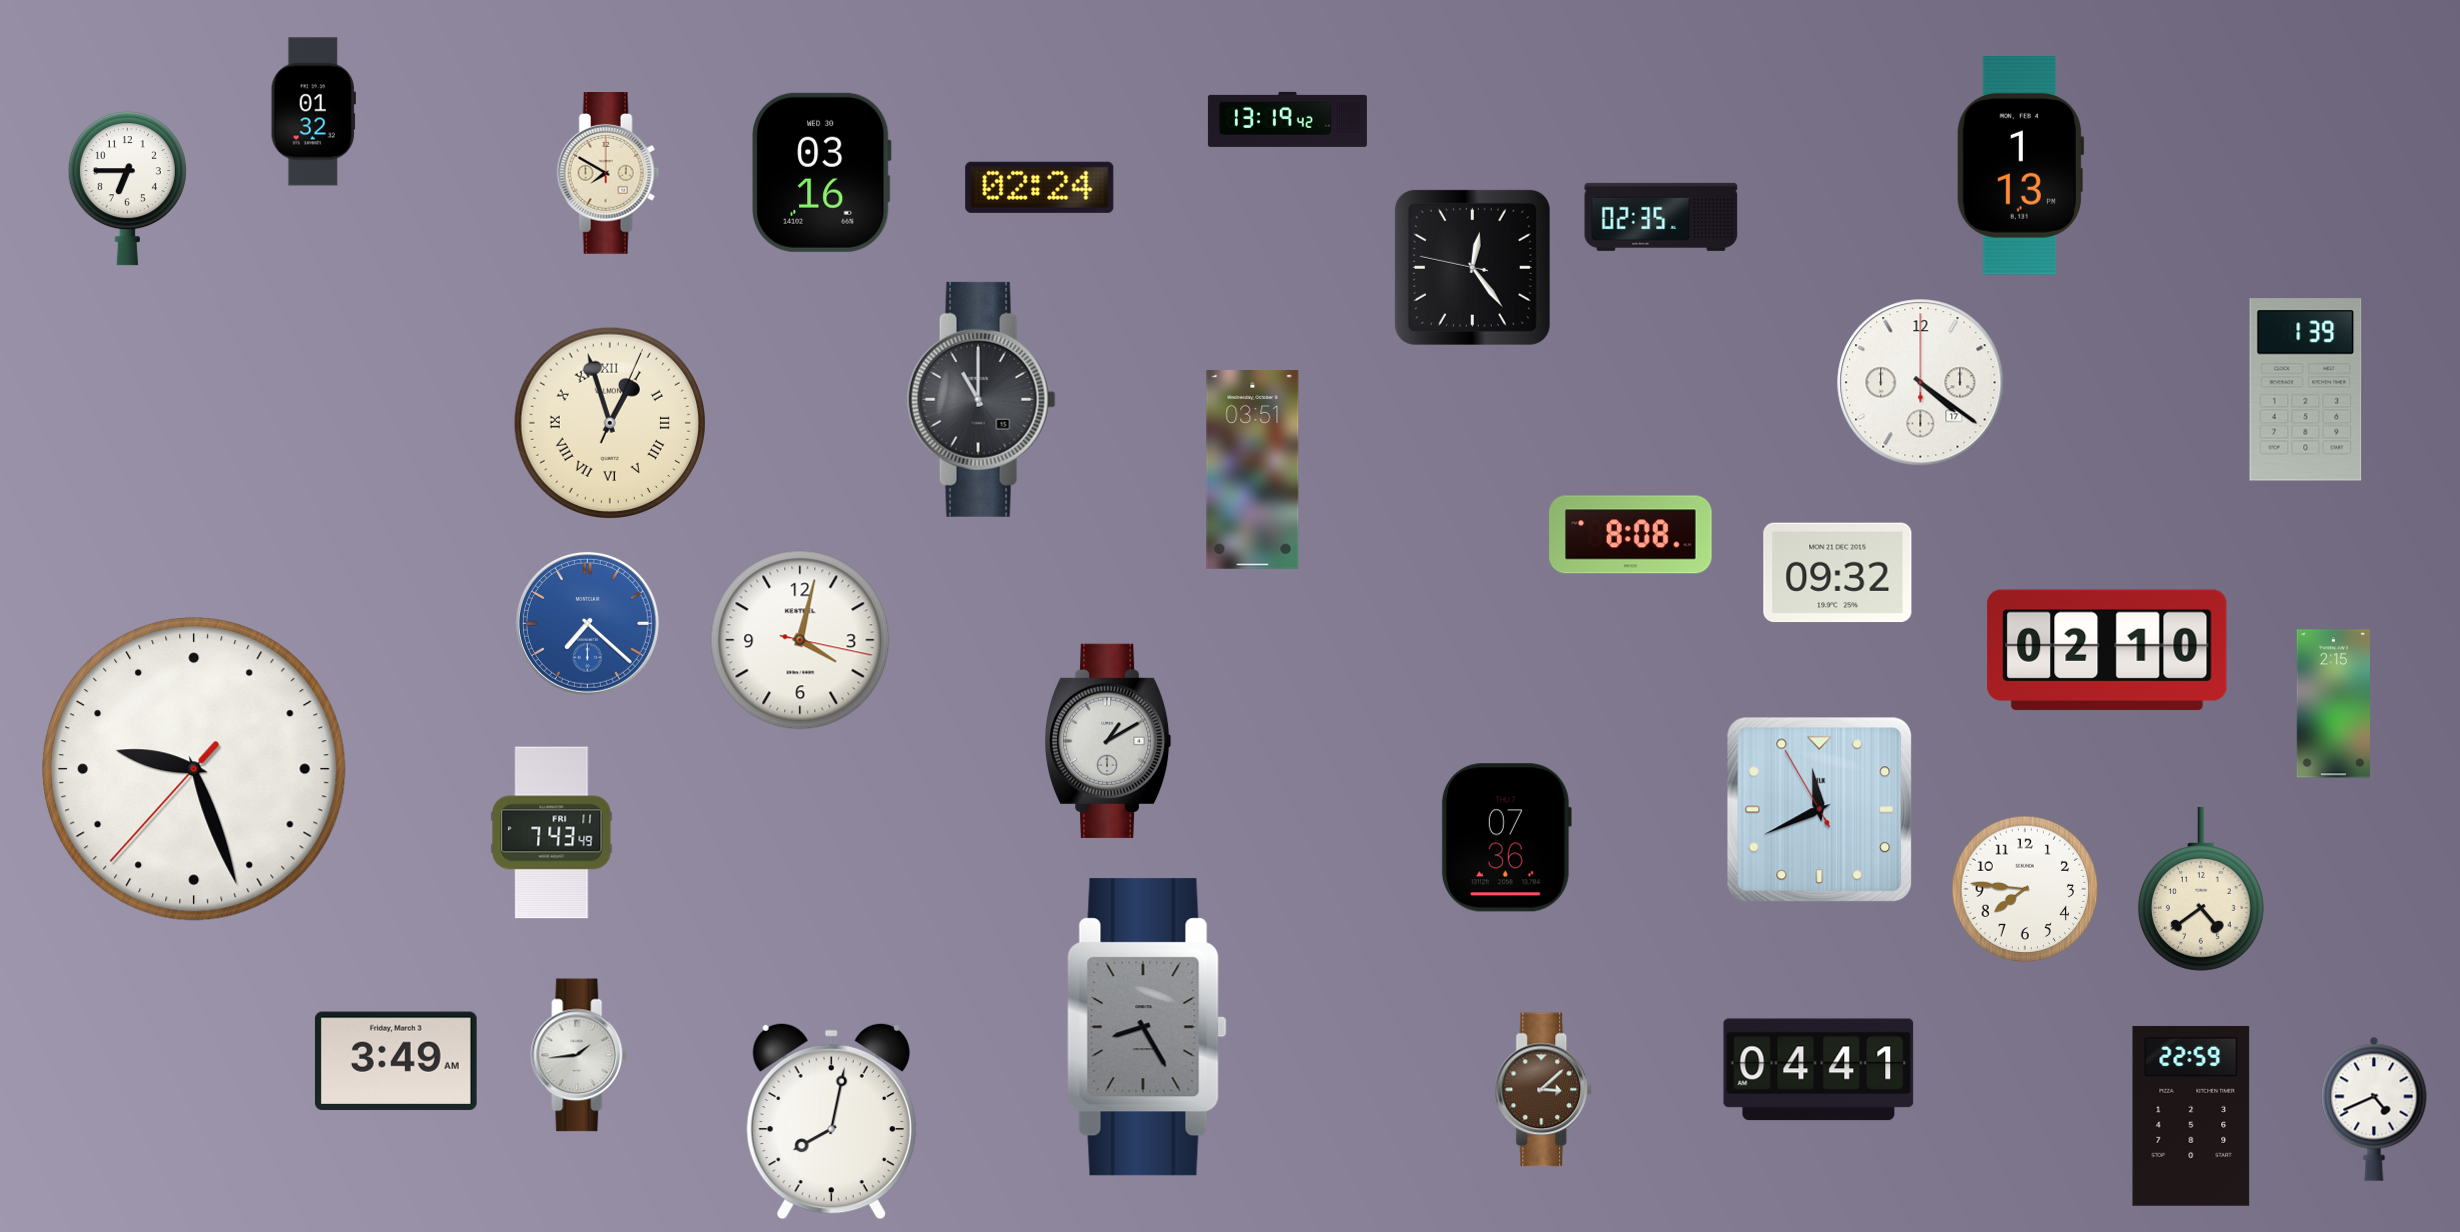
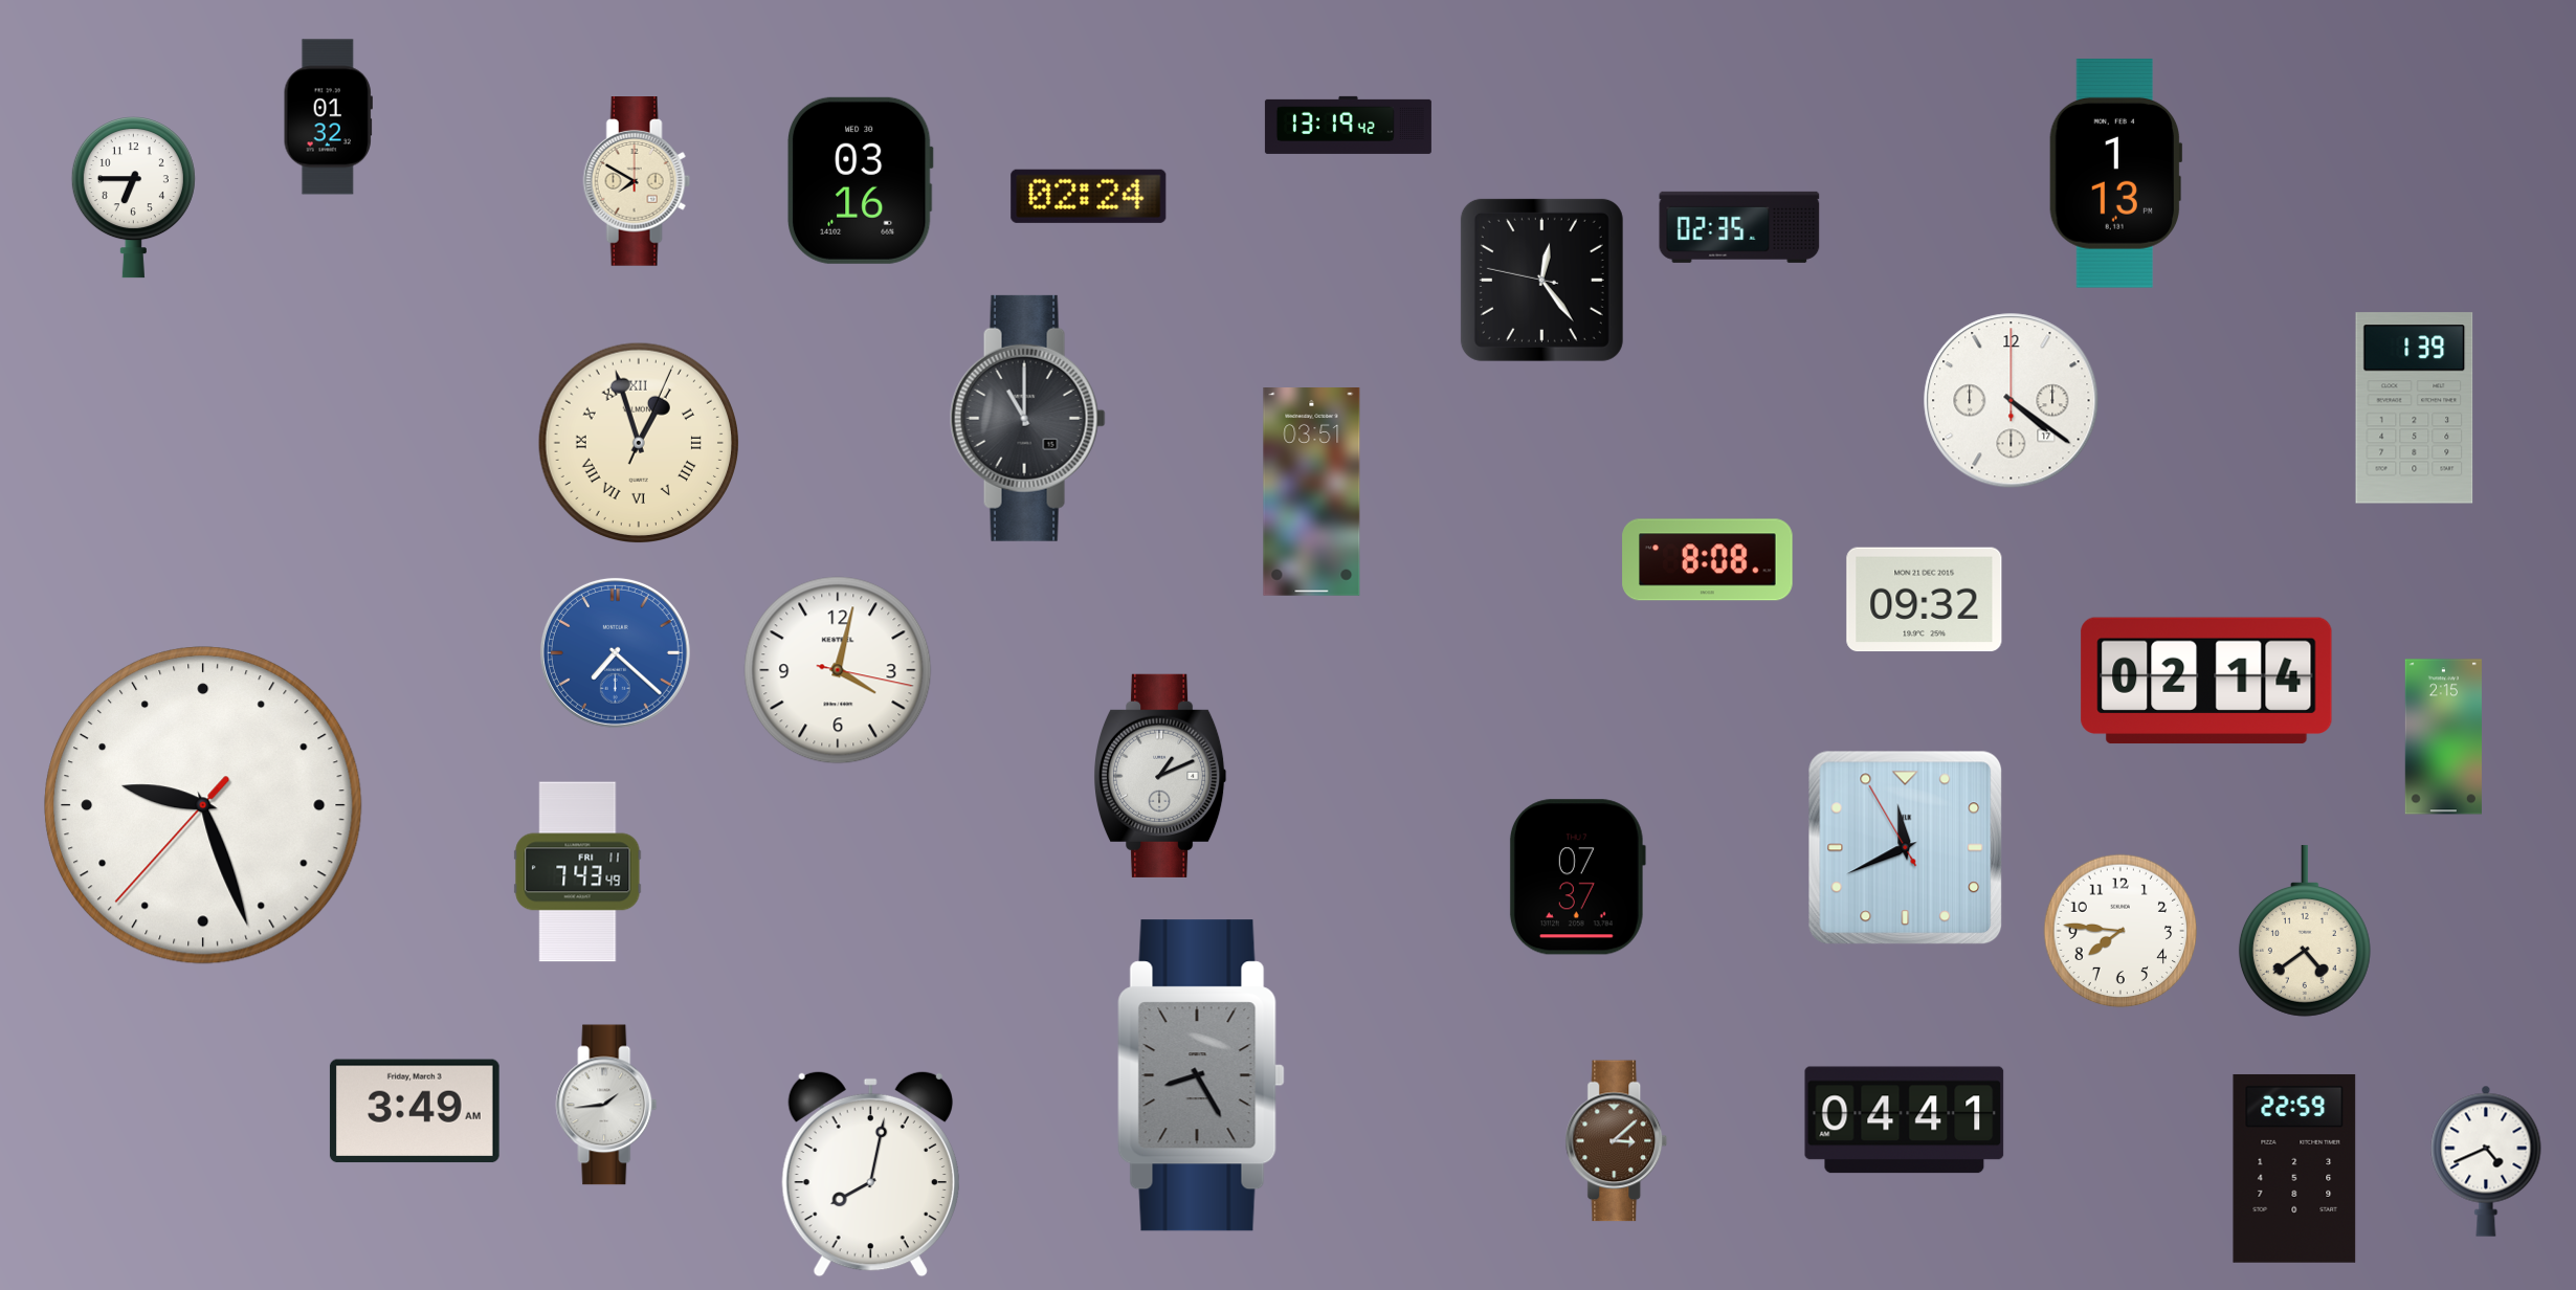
clock at (2107, 650): 02:10 -> 02:14
clock at (1109, 741): 1:10 -> 1:11
clock at (1506, 838): 07:36 -> 07:37
